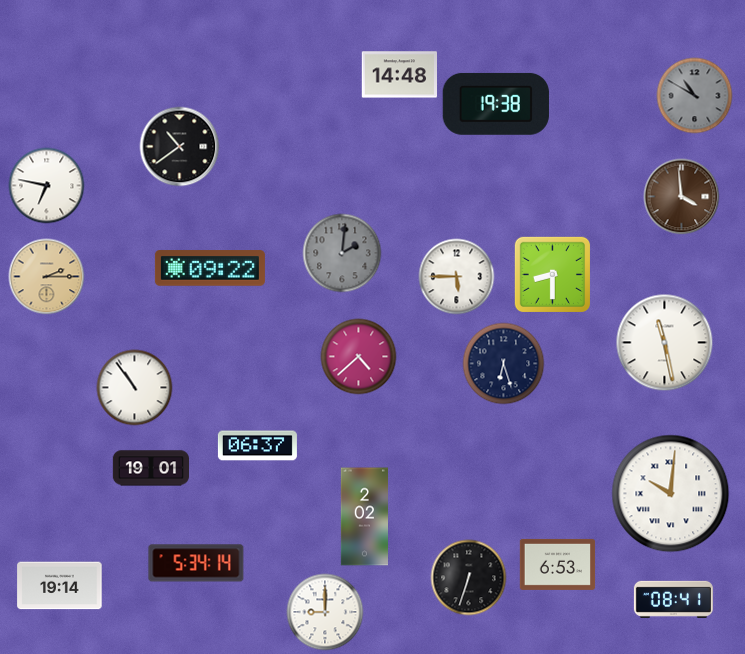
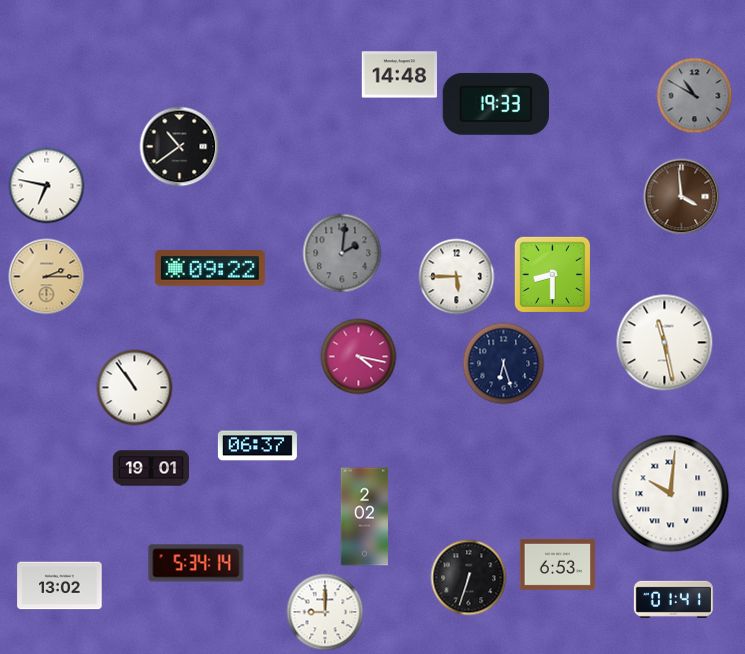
clock at (496, 104): 19:38 -> 19:33
clock at (359, 357): 4:38 -> 4:17
clock at (60, 586): 19:14 -> 13:02
clock at (673, 599): 08:41 -> 01:41
